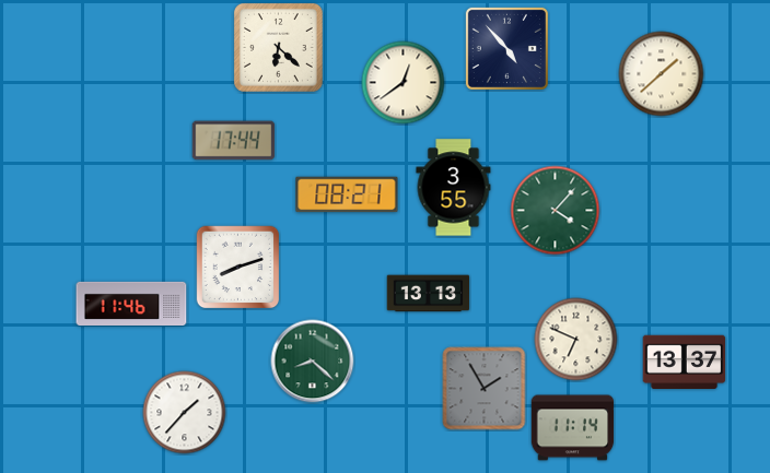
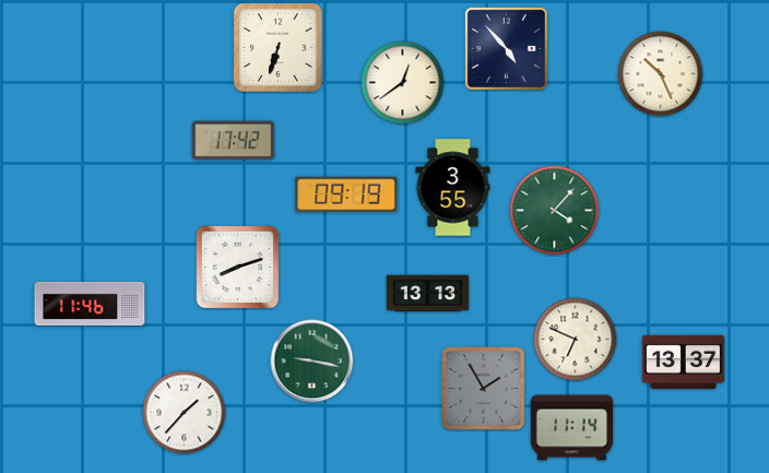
clock at (278, 47): 6:22 -> 6:33
clock at (662, 74): 1:38 -> 10:26
clock at (234, 141): 17:44 -> 17:42
clock at (347, 194): 08:21 -> 09:19
clock at (131, 303) position: (131, 303) -> (90, 303)
clock at (313, 362): 8:22 -> 9:17
